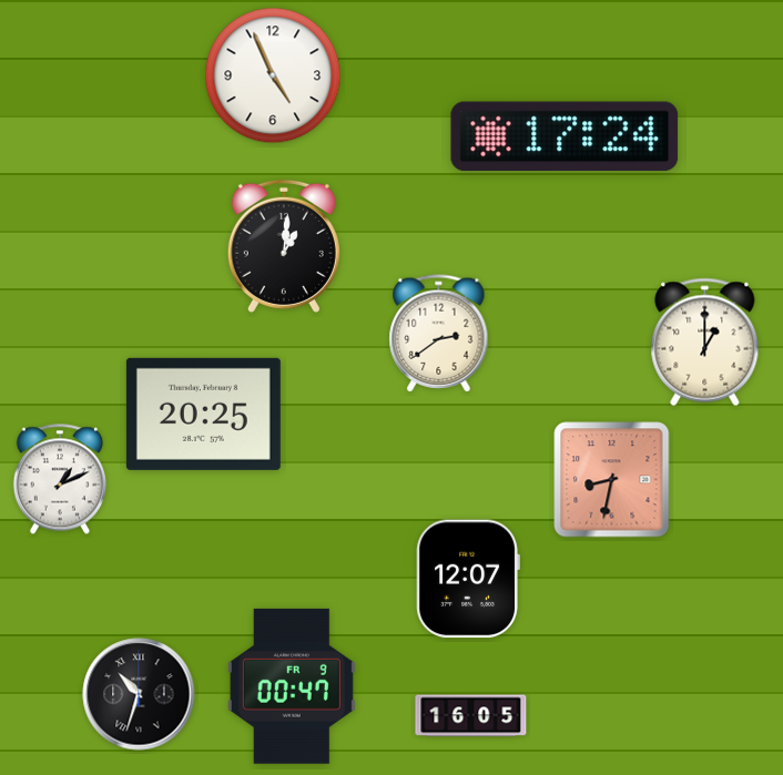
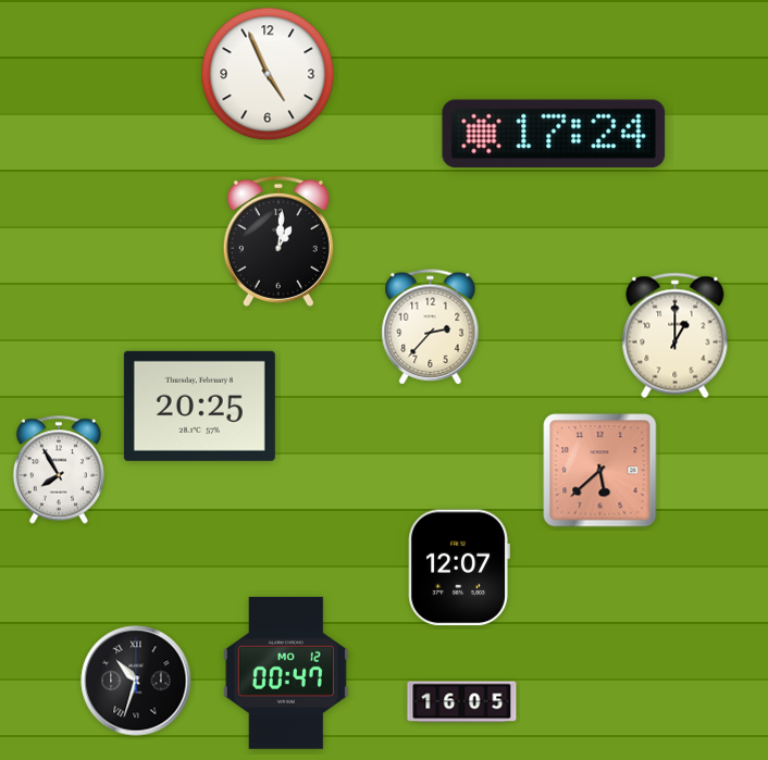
clock at (439, 334): 2:39 -> 2:37
clock at (705, 343) position: (705, 343) -> (676, 336)
clock at (60, 479): 1:11 -> 7:55
clock at (612, 480): 8:32 -> 5:38
clock at (292, 686) date: FR 9 -> MO 12
